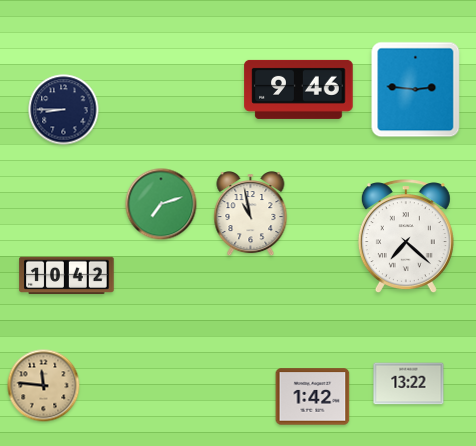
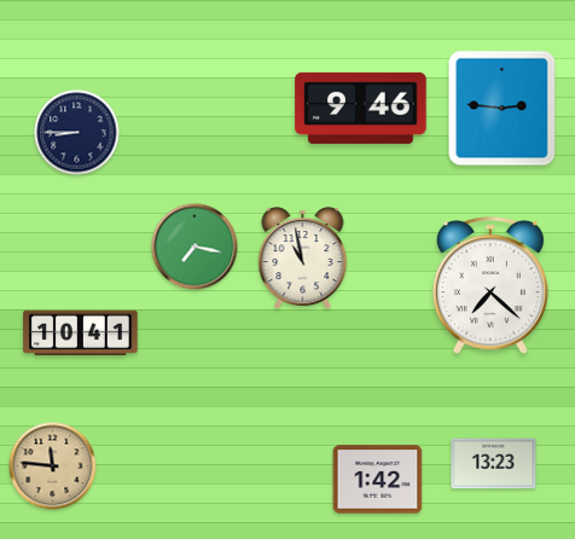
clock at (161, 204): 7:12 -> 7:17
clock at (67, 276): 10:42 -> 10:41
clock at (409, 384): 13:22 -> 13:23
